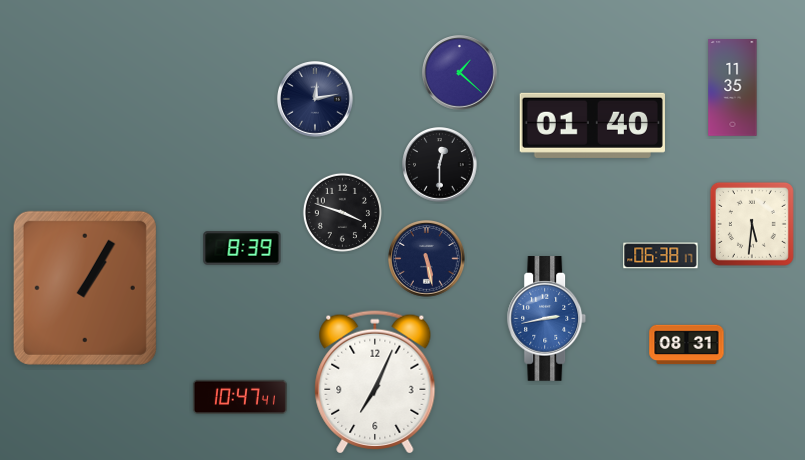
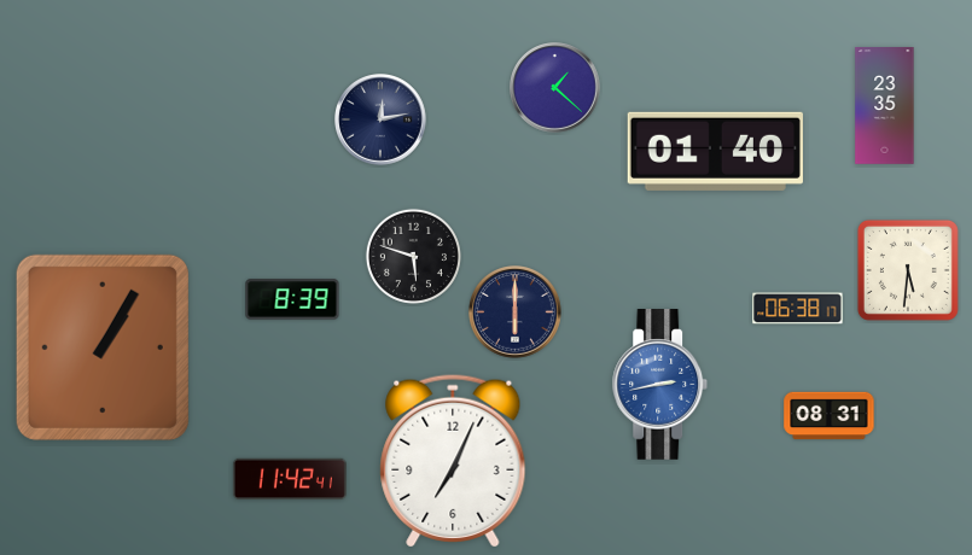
clock at (733, 88): 11:35 -> 23:35
clock at (440, 165): 12:30 -> none
clock at (342, 212): 3:48 -> 5:48
clock at (427, 259): 5:28 -> 6:00
clock at (240, 396): 10:47 -> 11:42
